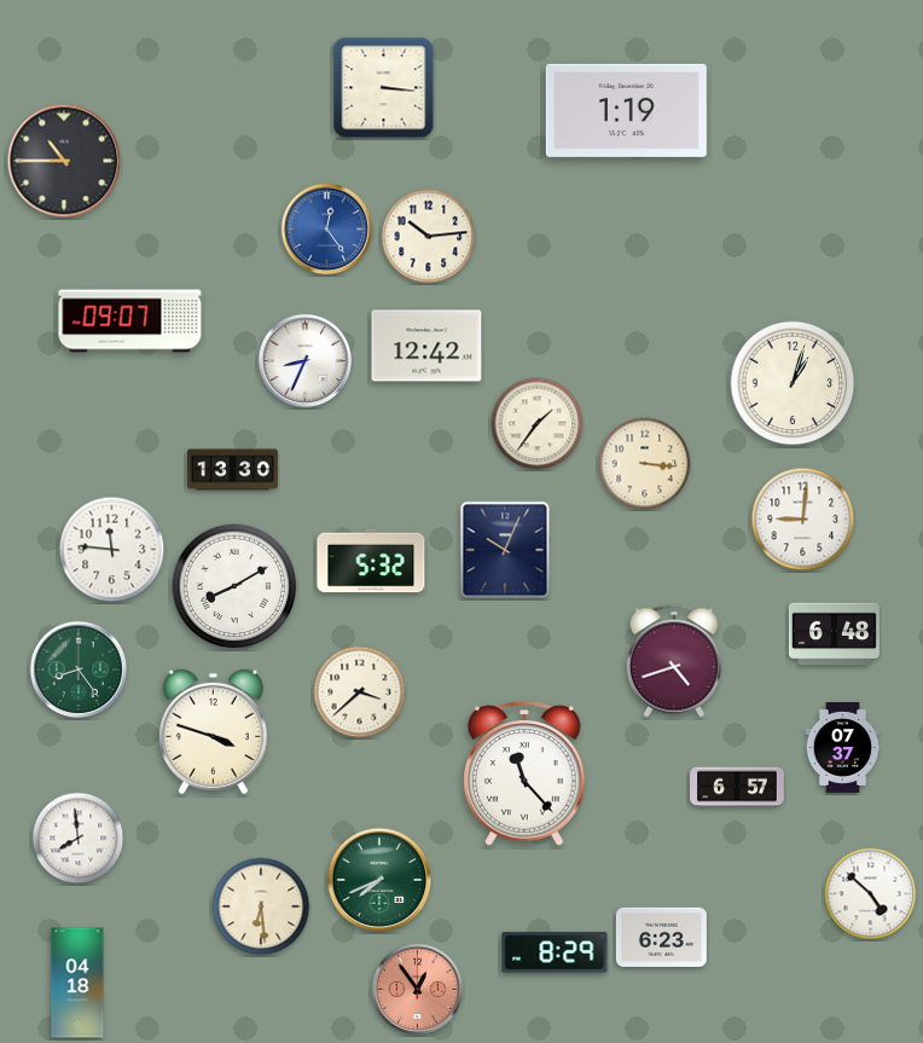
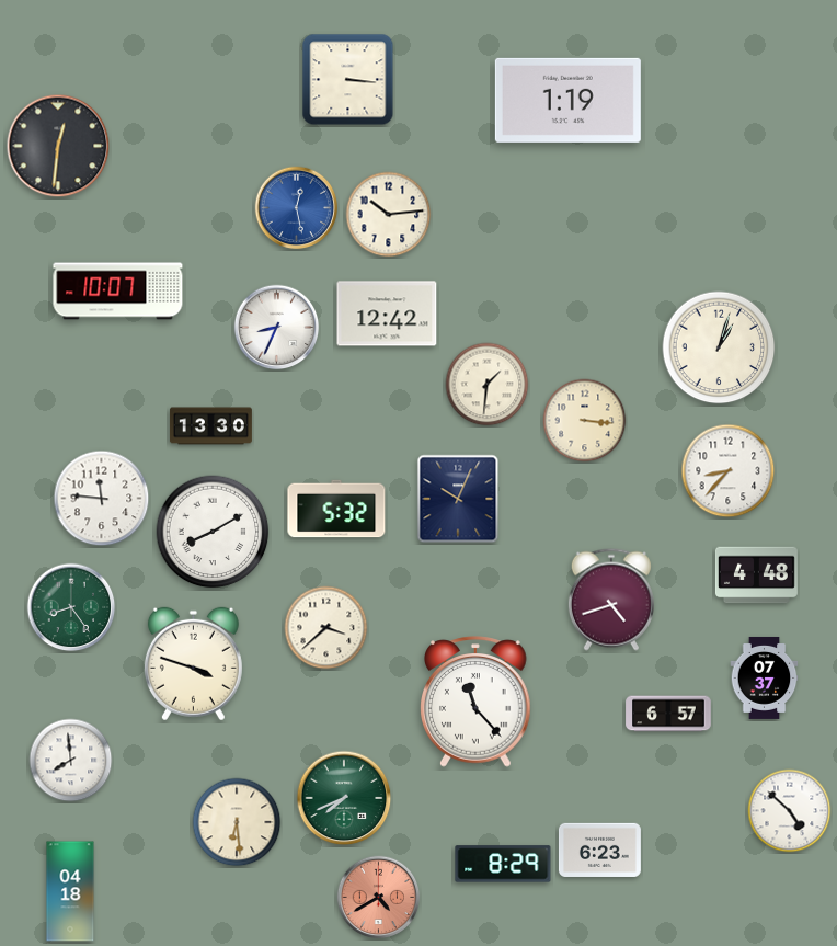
clock at (64, 161): 10:45 -> 12:31
clock at (327, 230): 12:24 -> 12:28
clock at (130, 321): 09:07 -> 10:07
clock at (538, 424): 1:36 -> 1:31
clock at (803, 520): 9:01 -> 8:37
clock at (834, 635): 6:48 -> 4:48
clock at (418, 990): 12:54 -> 4:40
